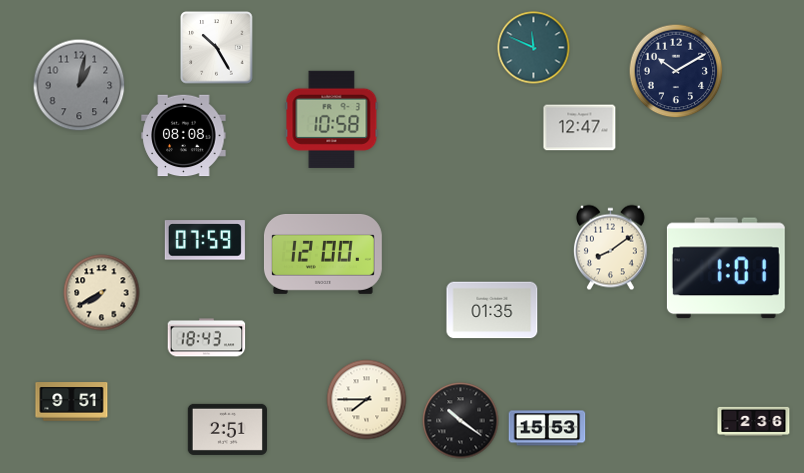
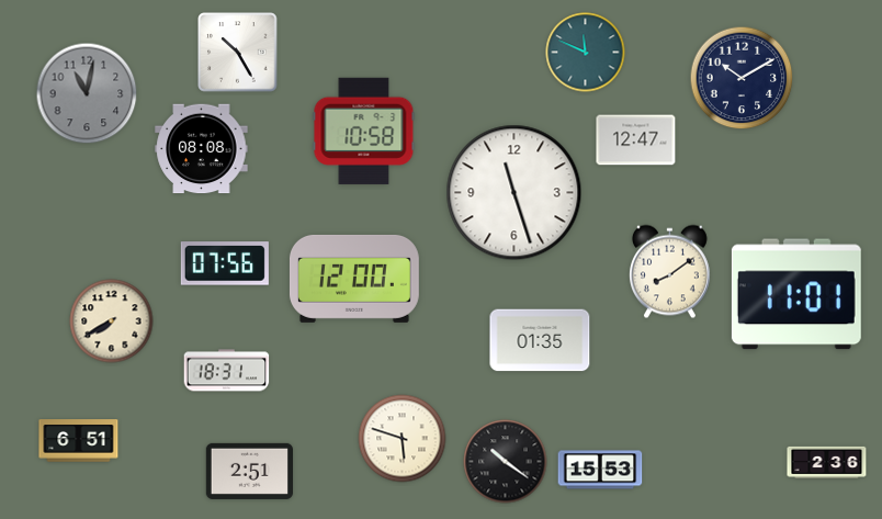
clock at (79, 85): 1:02 -> 11:02
clock at (514, 193): none -> 11:27
clock at (205, 240): 07:59 -> 07:56
clock at (726, 268): 1:01 -> 11:01
clock at (207, 338): 18:43 -> 18:31
clock at (367, 400): 7:45 -> 5:48
clock at (72, 402): 9:51 -> 6:51
